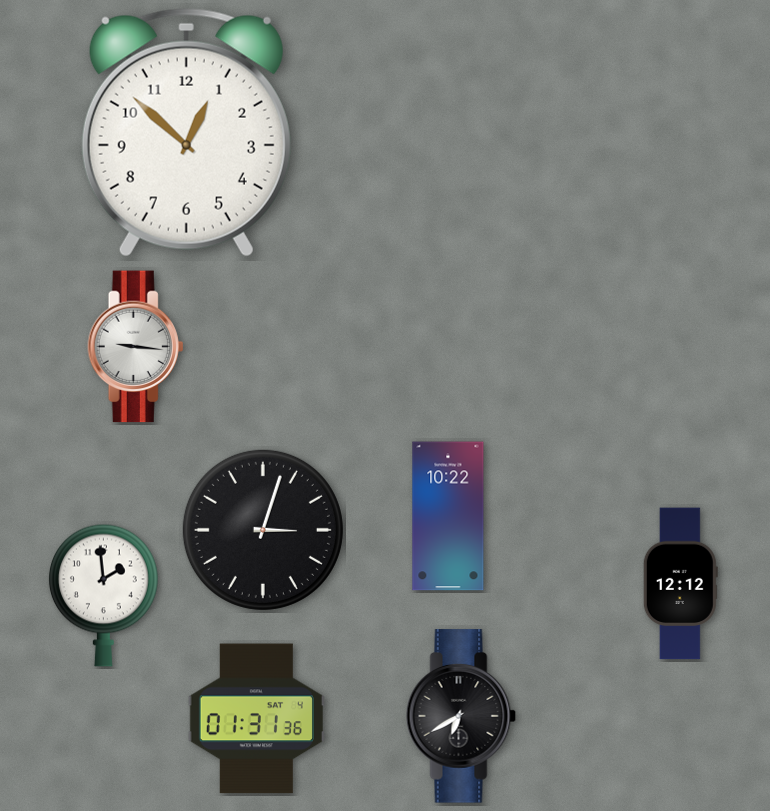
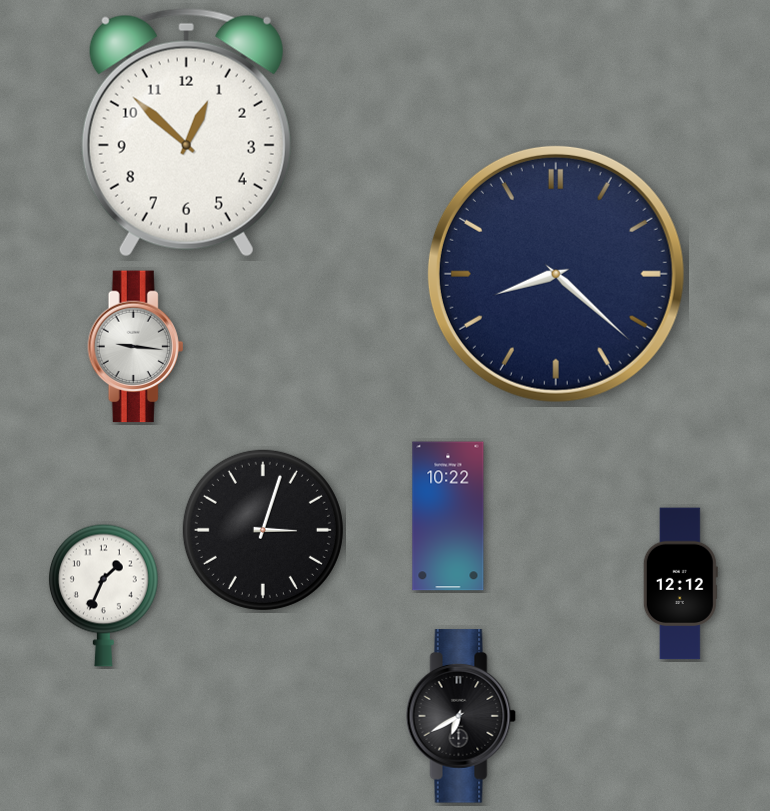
clock at (556, 274): none -> 8:22
clock at (103, 595): 1:59 -> 1:34
clock at (256, 719): 01:31 -> none
